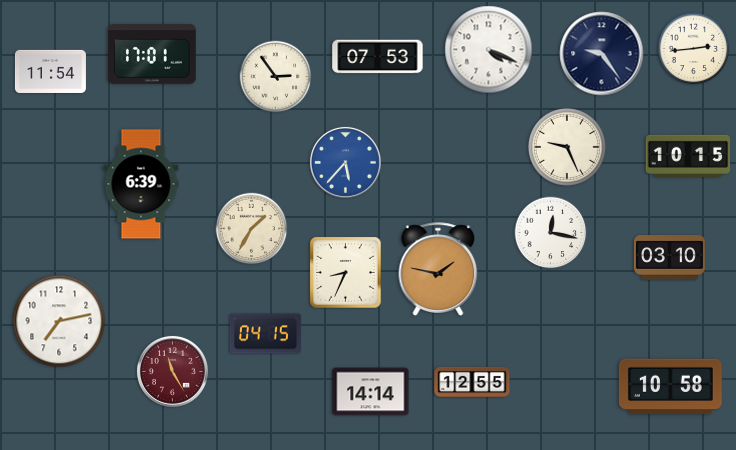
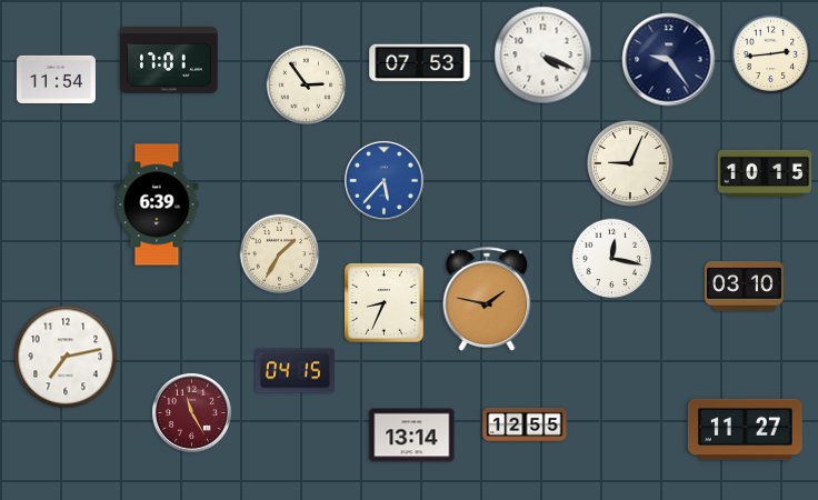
clock at (567, 147): 9:26 -> 9:04
clock at (670, 387): 10:58 -> 11:27
clock at (371, 392): 14:14 -> 13:14
